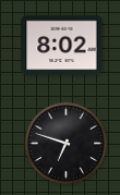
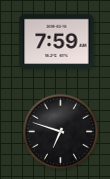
clock at (62, 46): 8:02 -> 7:59
